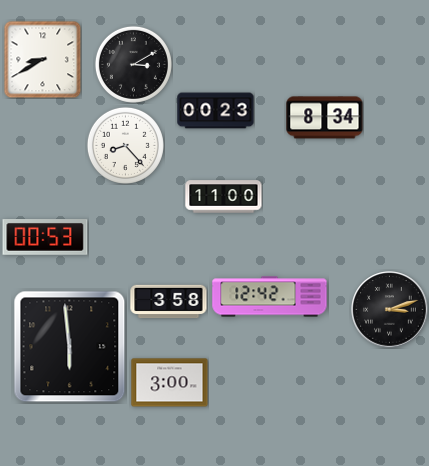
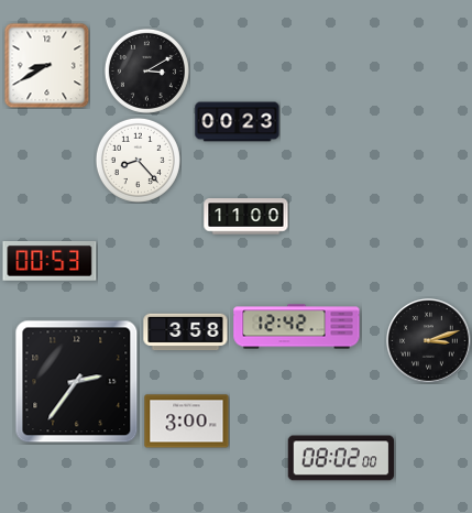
clock at (325, 118): 8:34 -> none
clock at (70, 347): 5:59 -> 2:36
clock at (341, 458): none -> 08:02
